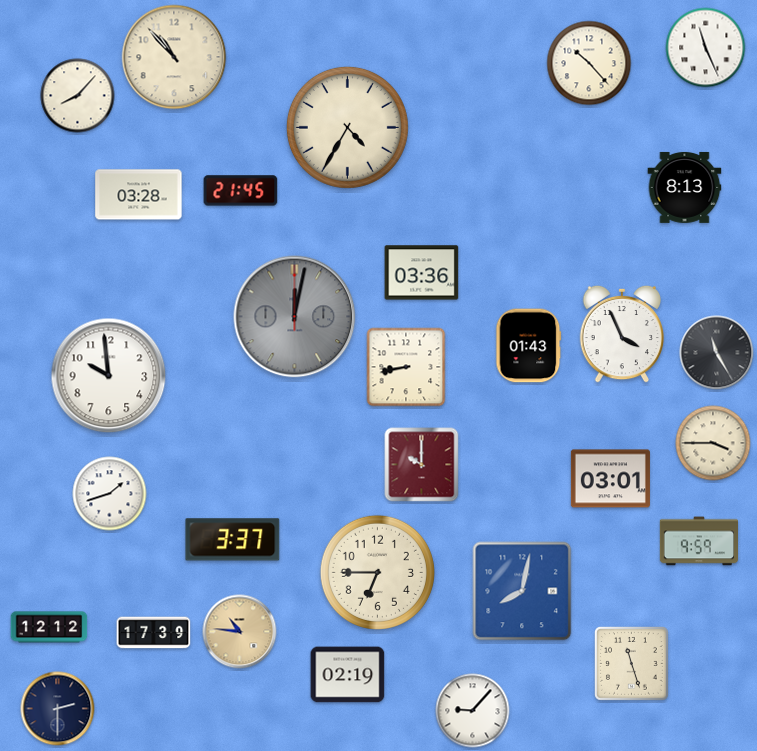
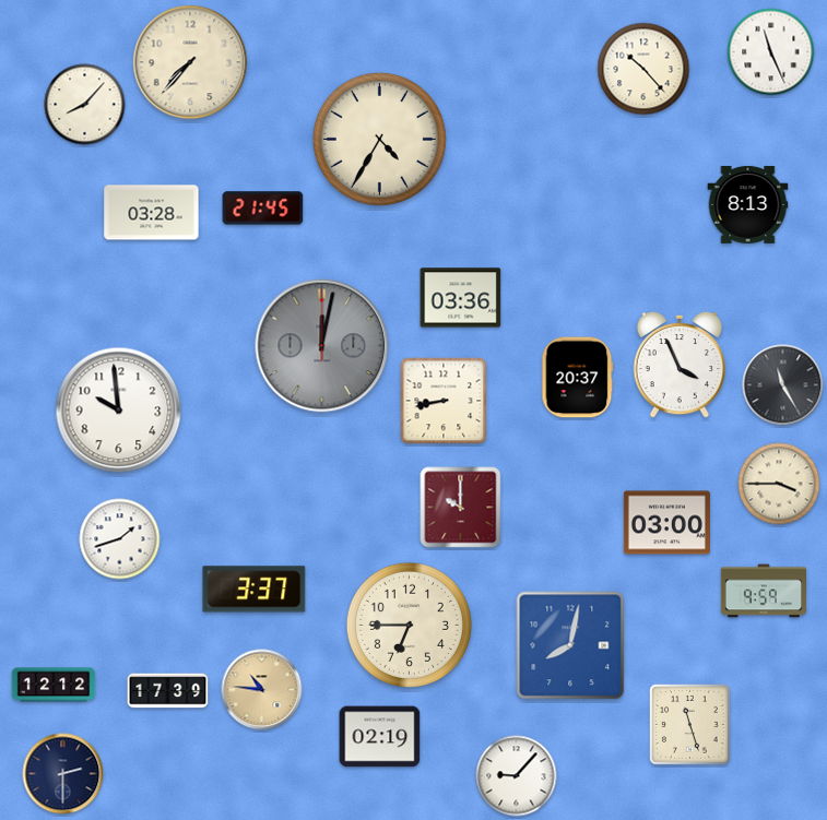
clock at (174, 57): 10:53 -> 7:37
clock at (529, 346): 01:43 -> 20:37
clock at (610, 479): 03:01 -> 03:00
clock at (377, 572) position: (377, 572) -> (409, 625)
